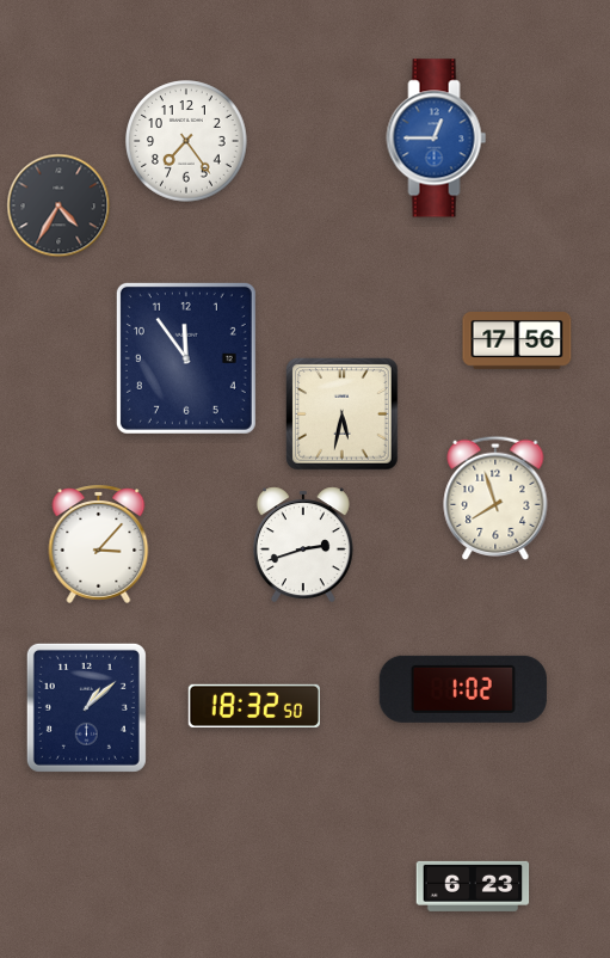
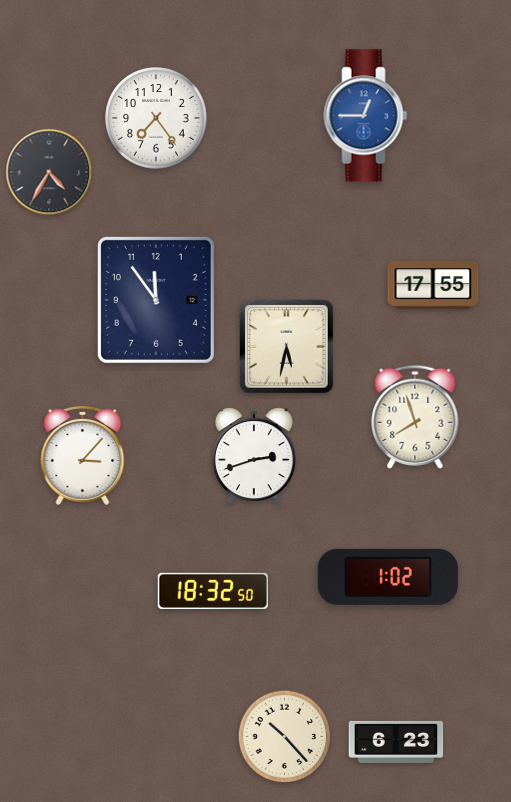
clock at (517, 342): 17:56 -> 17:55
clock at (86, 707): 1:08 -> none
clock at (285, 737): none -> 10:23
